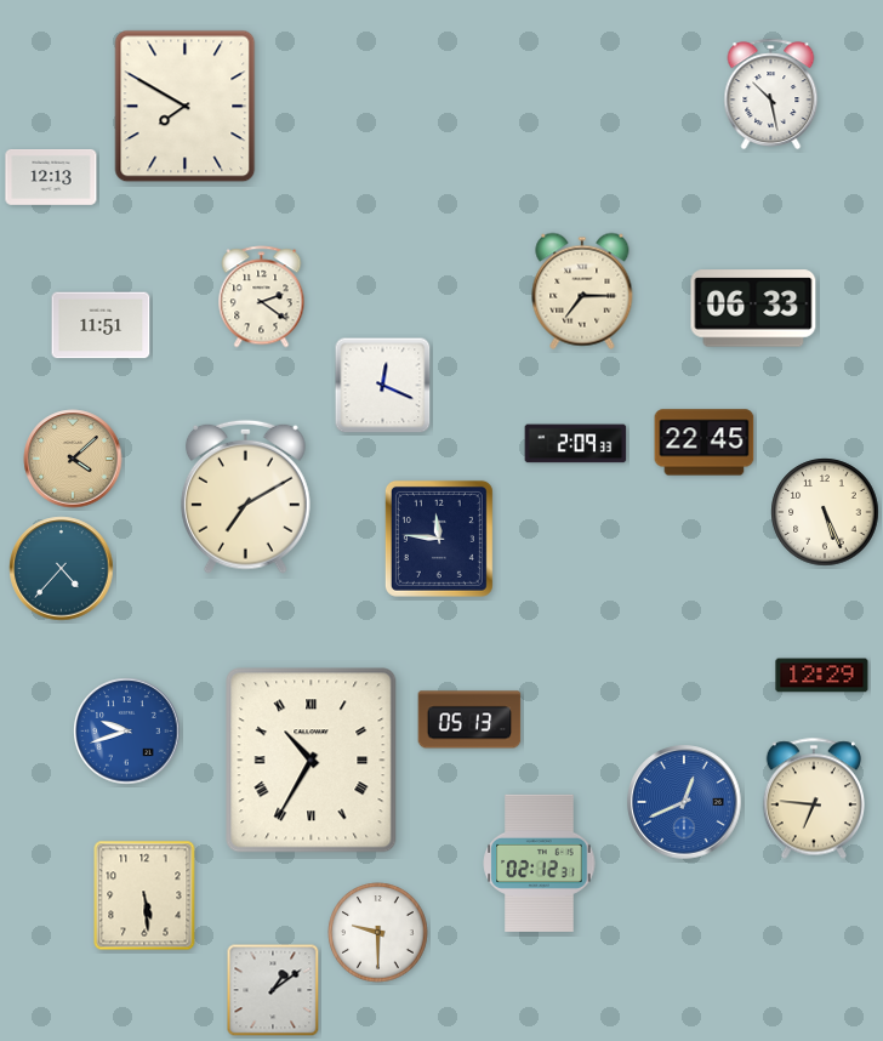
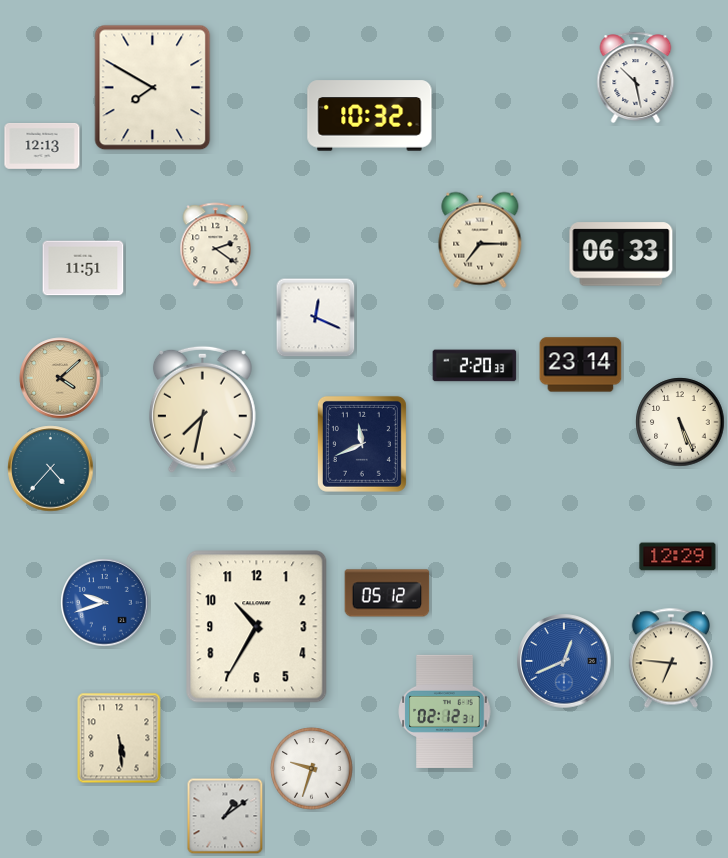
clock at (370, 116): none -> 10:32
clock at (705, 443): 22:45 -> 23:14
clock at (576, 444): 2:09 -> 2:20
clock at (245, 496): 7:10 -> 7:32
clock at (439, 539): 11:46 -> 11:41
clock at (469, 719): 05:13 -> 05:12
clock at (312, 761) numerals: Roman -> Arabic
clock at (378, 933): 9:30 -> 9:33
